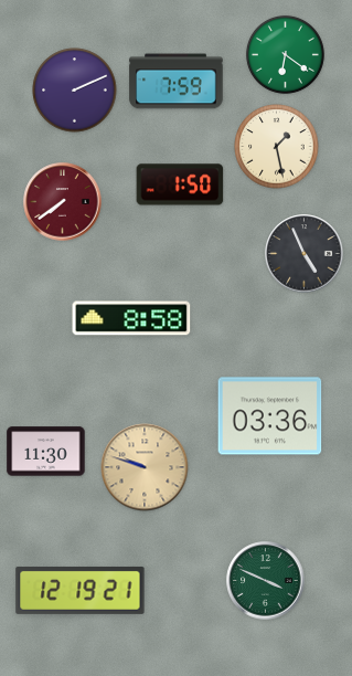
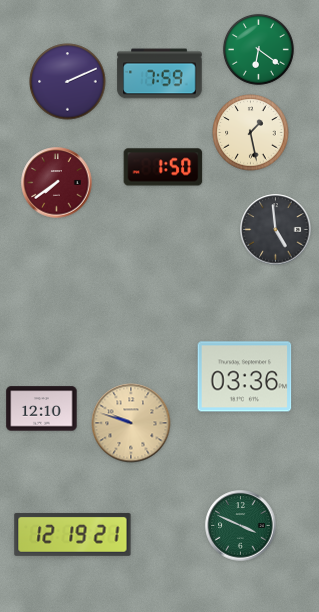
clock at (305, 254): 4:56 -> 4:59
clock at (131, 318): 8:58 -> none
clock at (46, 452): 11:30 -> 12:10
